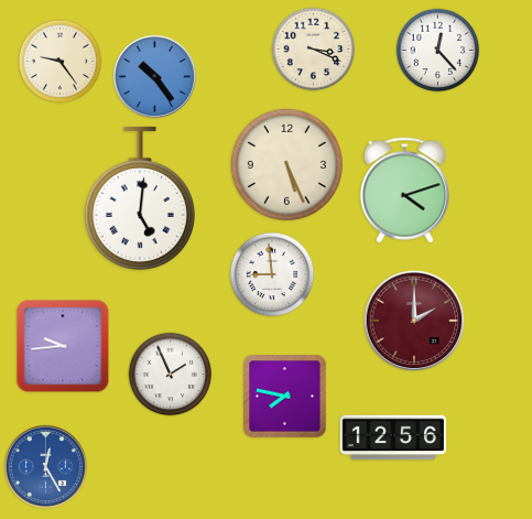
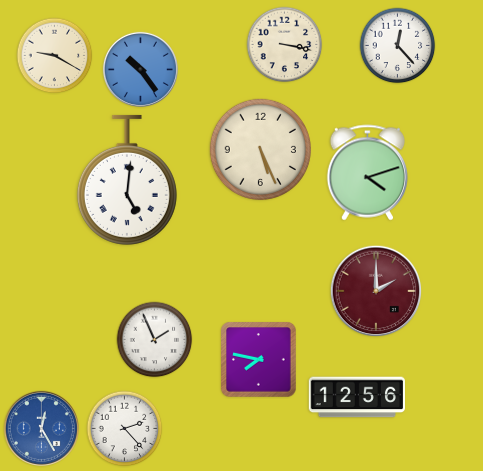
clock at (314, 50): 3:19 -> 3:17
clock at (61, 62): 9:24 -> 9:20
clock at (272, 274): 8:59 -> none
clock at (63, 346): 9:44 -> none
clock at (45, 466) position: (45, 466) -> (41, 428)
clock at (125, 429): none -> 2:23
